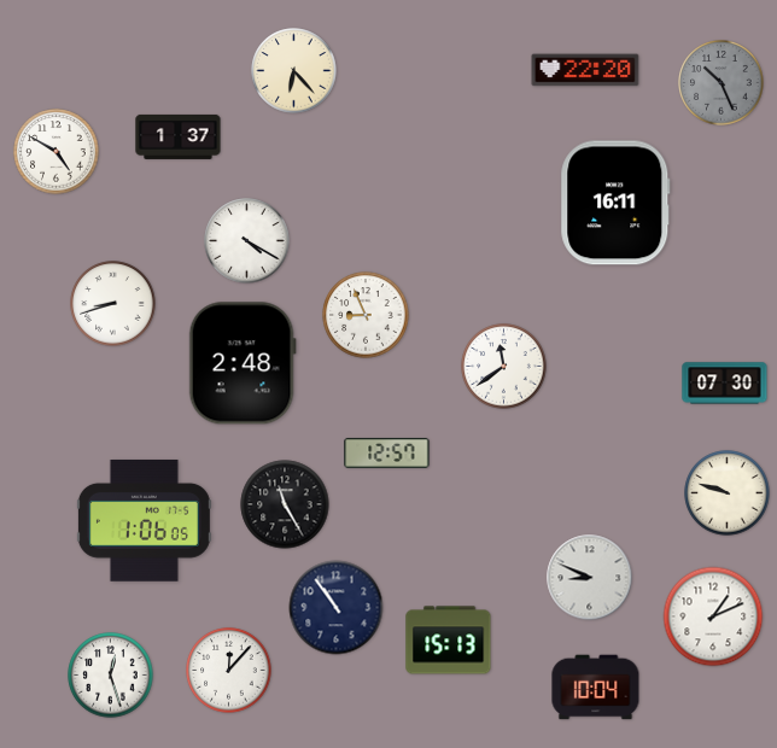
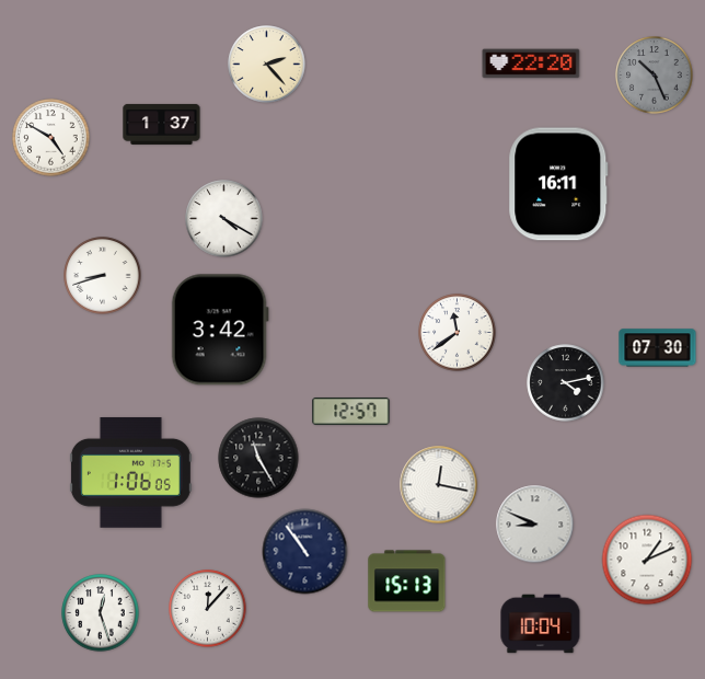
clock at (294, 71): 6:23 -> 2:23
clock at (366, 315): 8:56 -> none
clock at (243, 363): 2:48 -> 3:42
clock at (566, 383): none -> 4:13
clock at (728, 493): 9:48 -> none
clock at (439, 485): none -> 12:17
